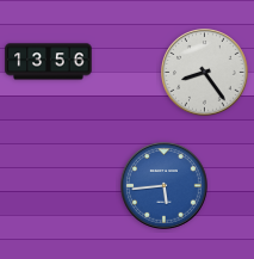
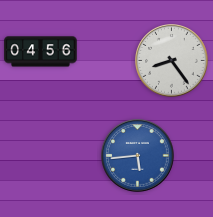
clock at (49, 62): 13:56 -> 04:56
